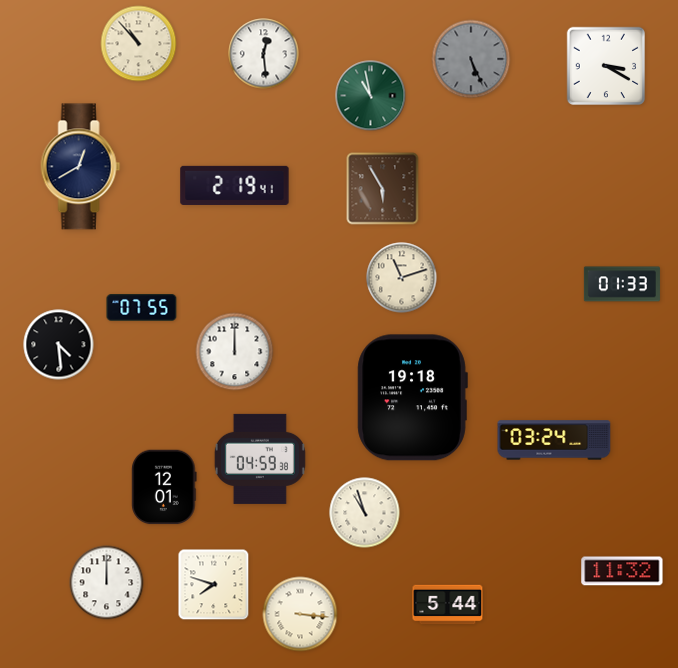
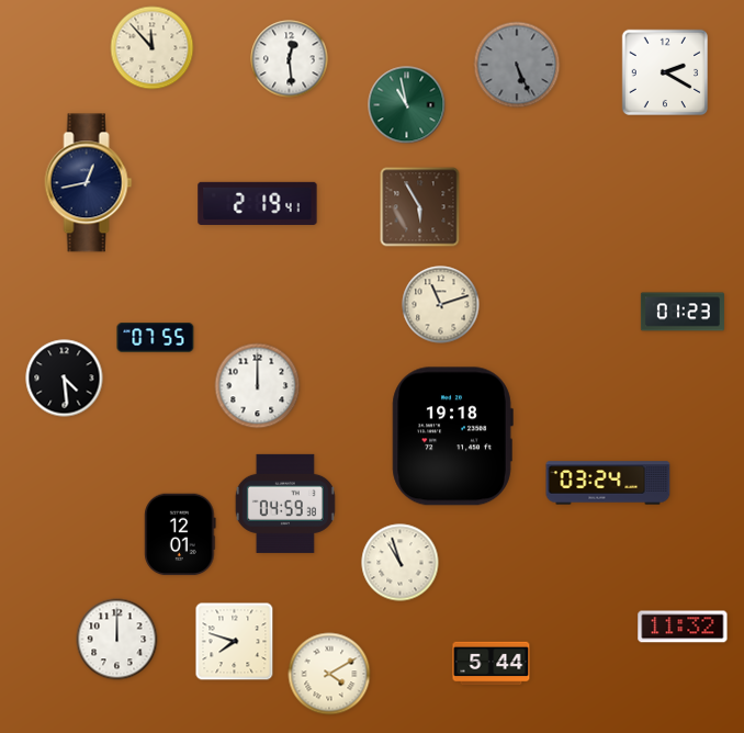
clock at (139, 44): 10:53 -> 11:53
clock at (605, 65): 3:20 -> 2:20
clock at (81, 167): 12:40 -> 12:43
clock at (622, 284): 01:33 -> 01:23
clock at (300, 614): 3:16 -> 4:10
